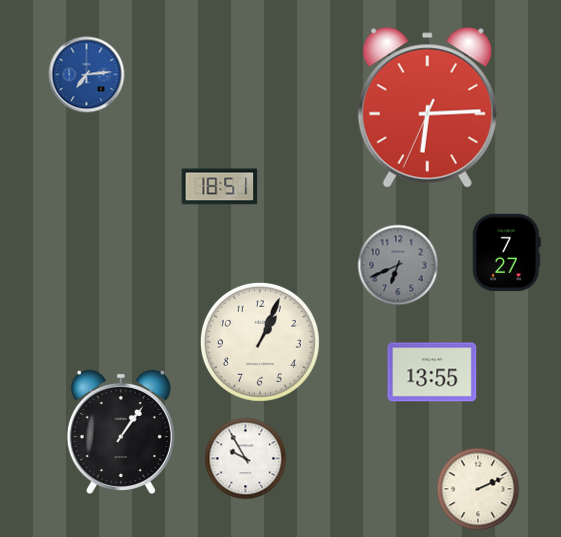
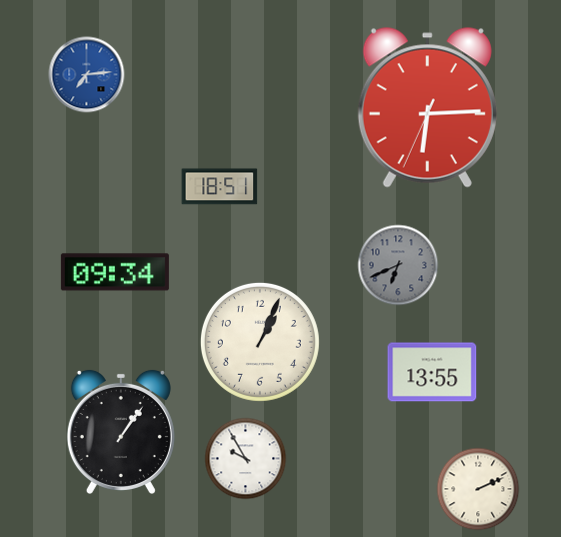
clock at (507, 253): 7:27 -> none
clock at (115, 272): none -> 09:34
